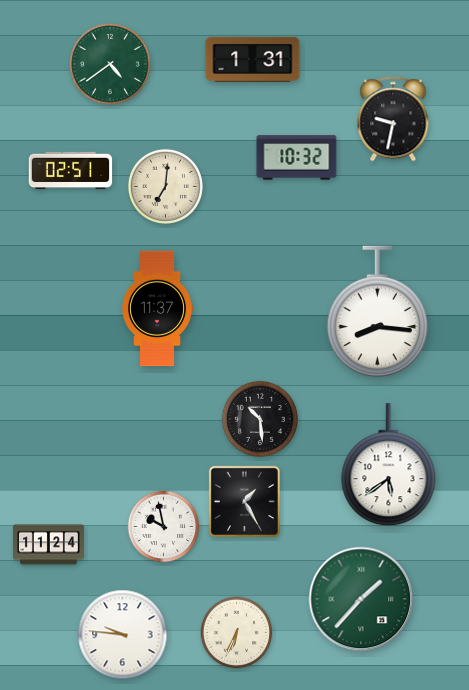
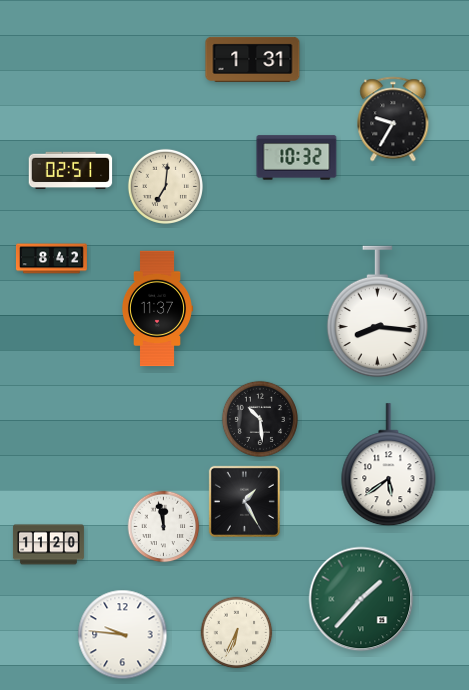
clock at (110, 64): 4:39 -> none
clock at (393, 119): 9:32 -> 9:35
clock at (51, 259): none -> 8:42
clock at (164, 527): 9:58 -> 11:58
clock at (48, 545): 11:24 -> 11:20
